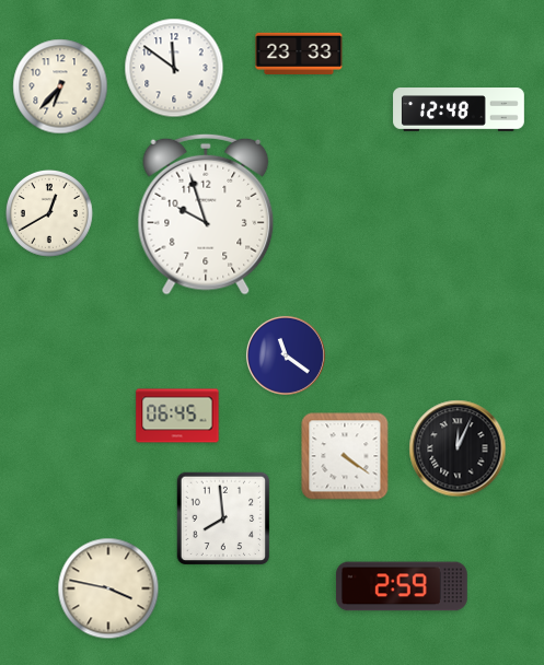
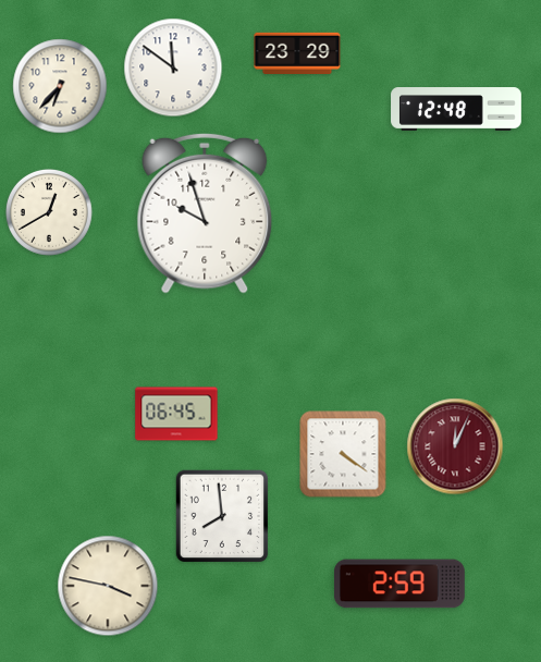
clock at (299, 54): 23:33 -> 23:29
clock at (286, 355): 11:21 -> none
clock at (458, 448) dial: black -> burgundy
